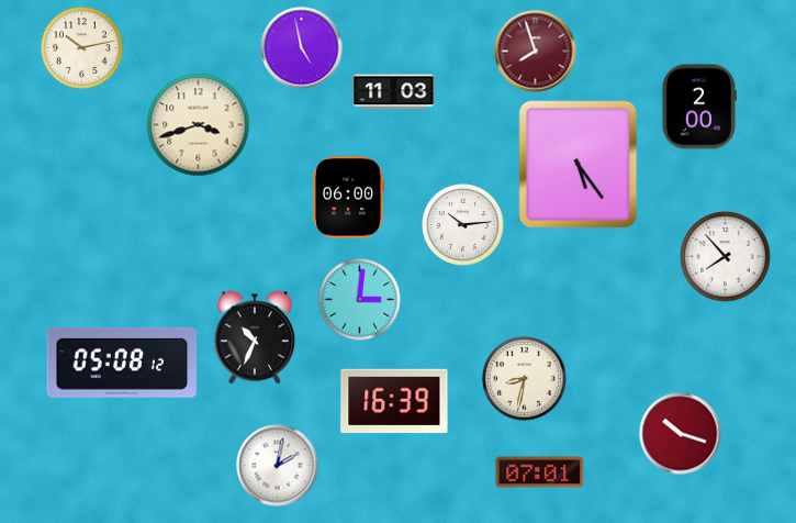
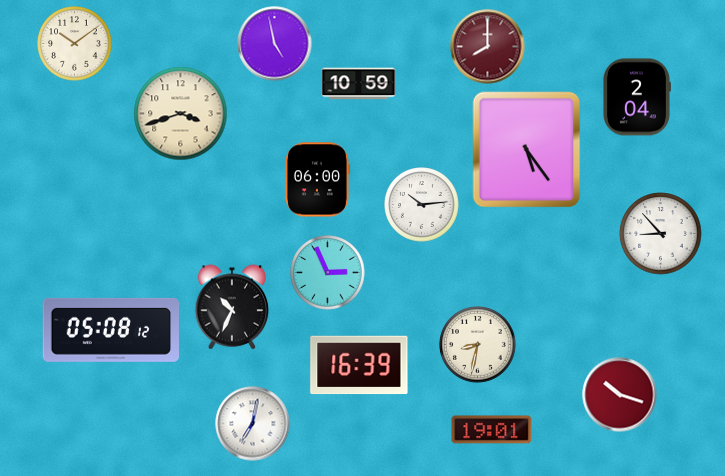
clock at (82, 48): 10:13 -> 10:09
clock at (536, 52): 7:57 -> 8:00
clock at (394, 92): 11:03 -> 10:59
clock at (698, 107): 2:00 -> 2:04
clock at (726, 257): 7:53 -> 8:53
clock at (360, 300): 3:01 -> 2:56
clock at (278, 466): 2:02 -> 7:02
clock at (540, 472): 07:01 -> 19:01
